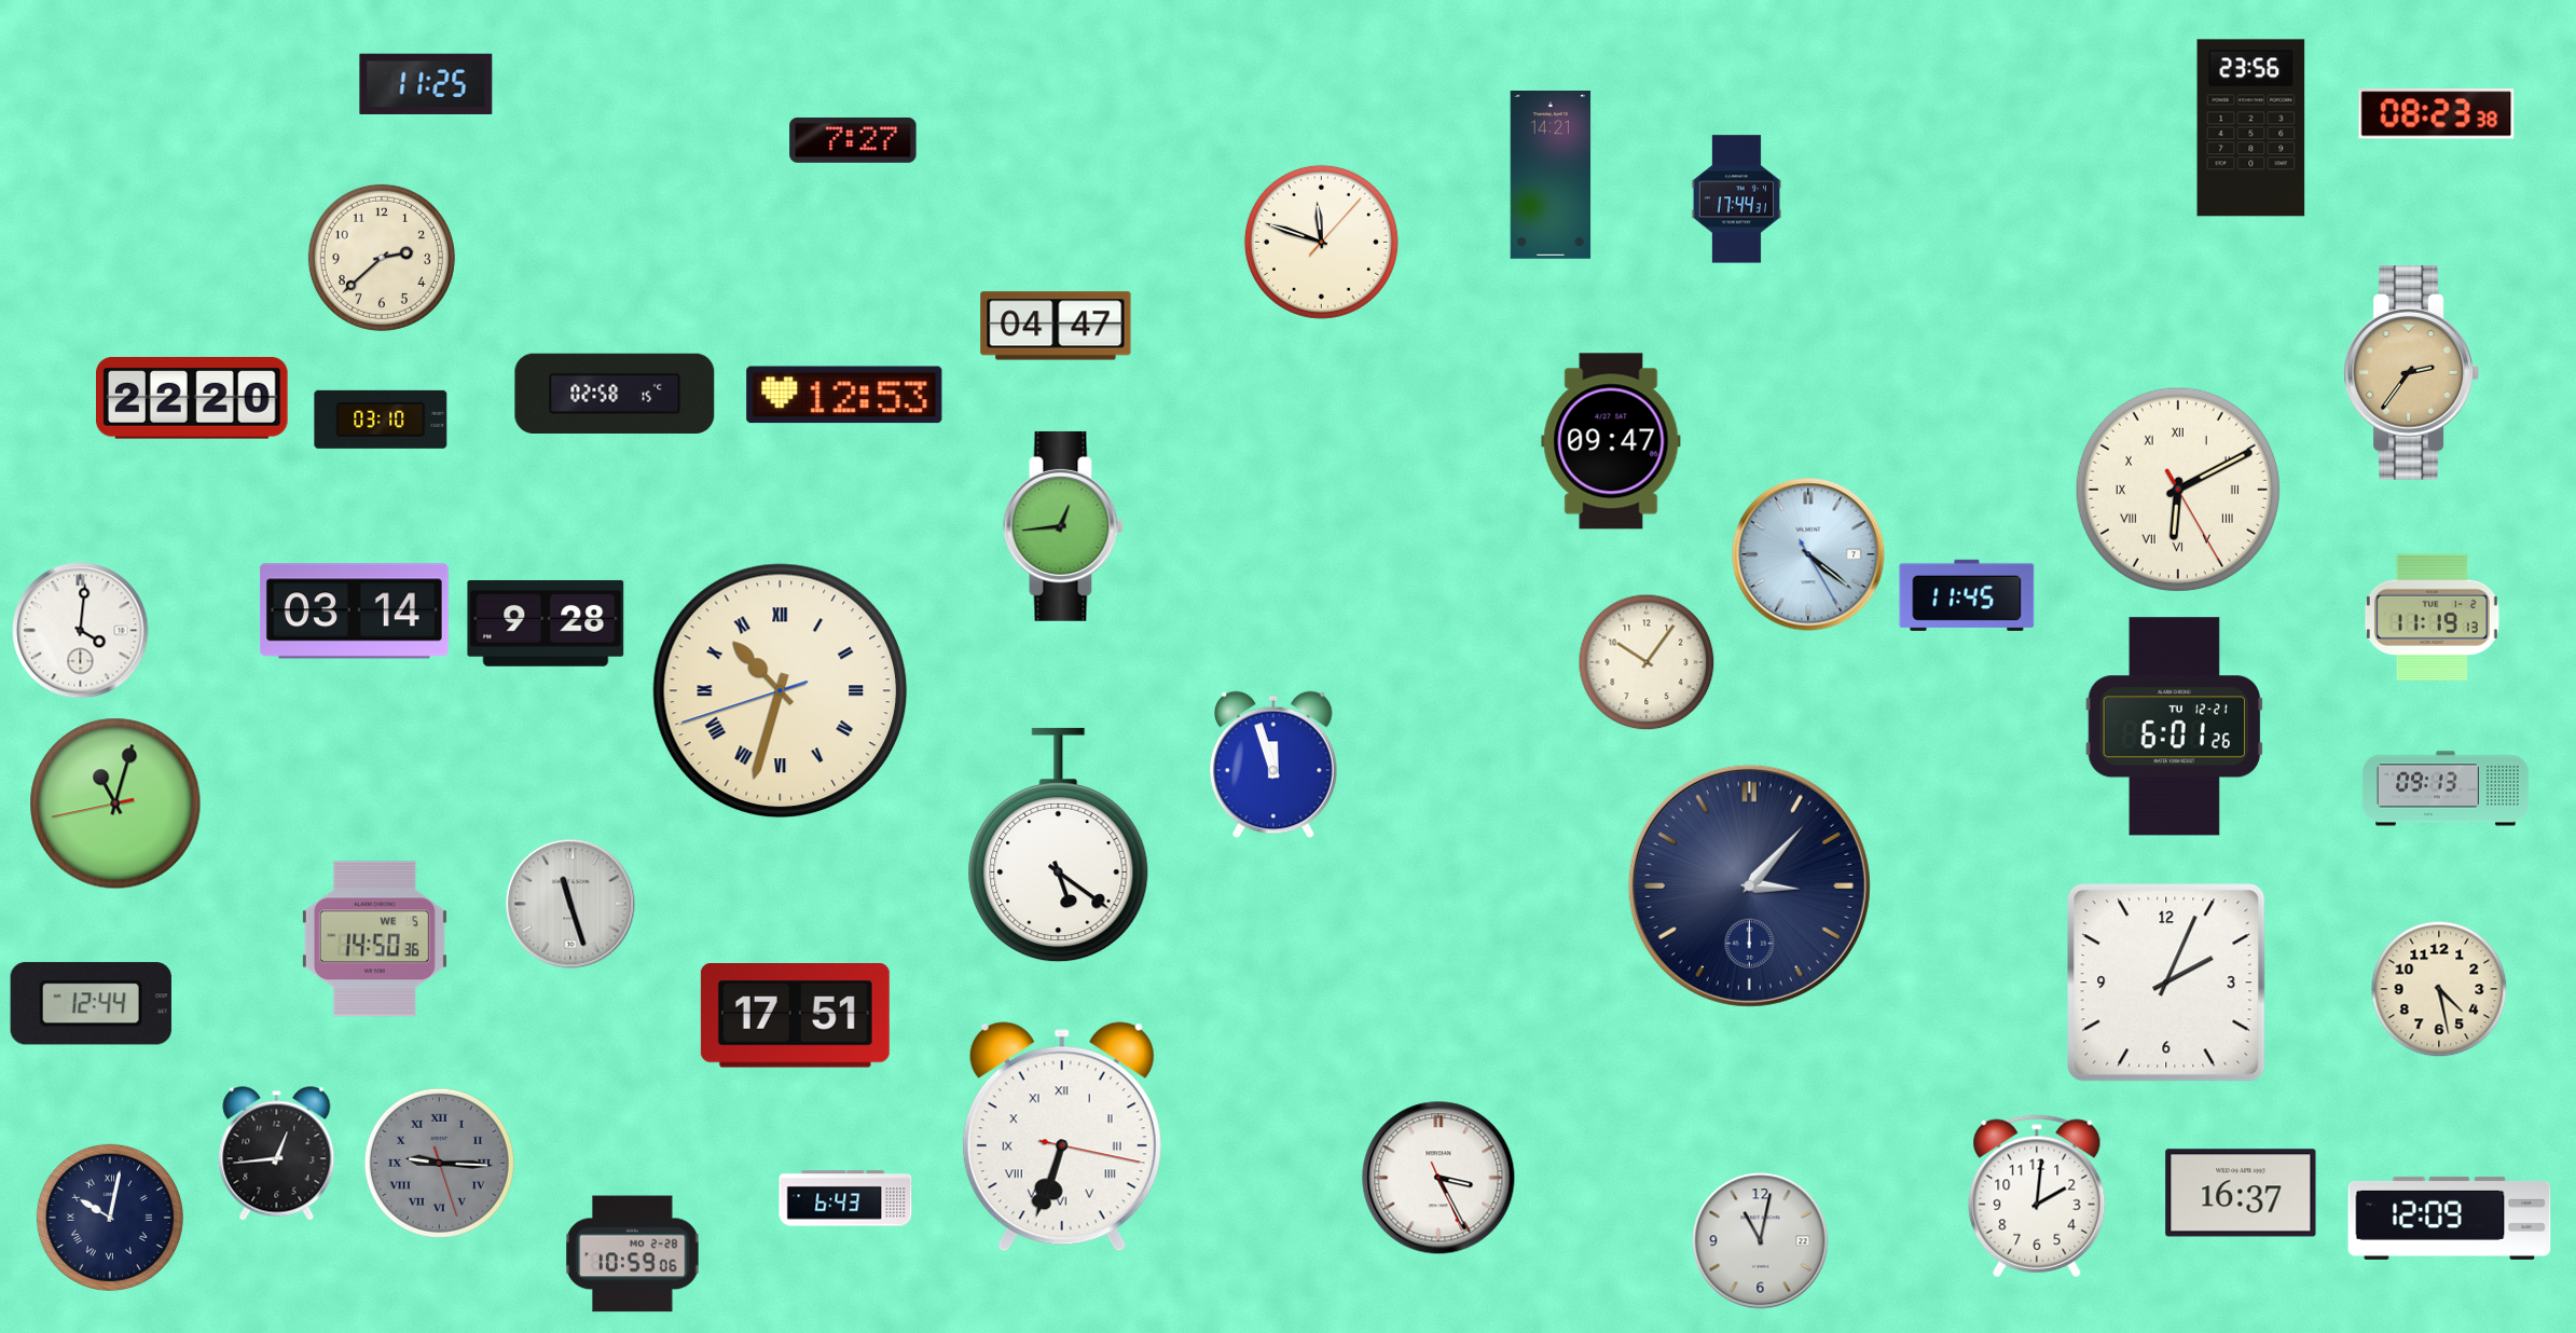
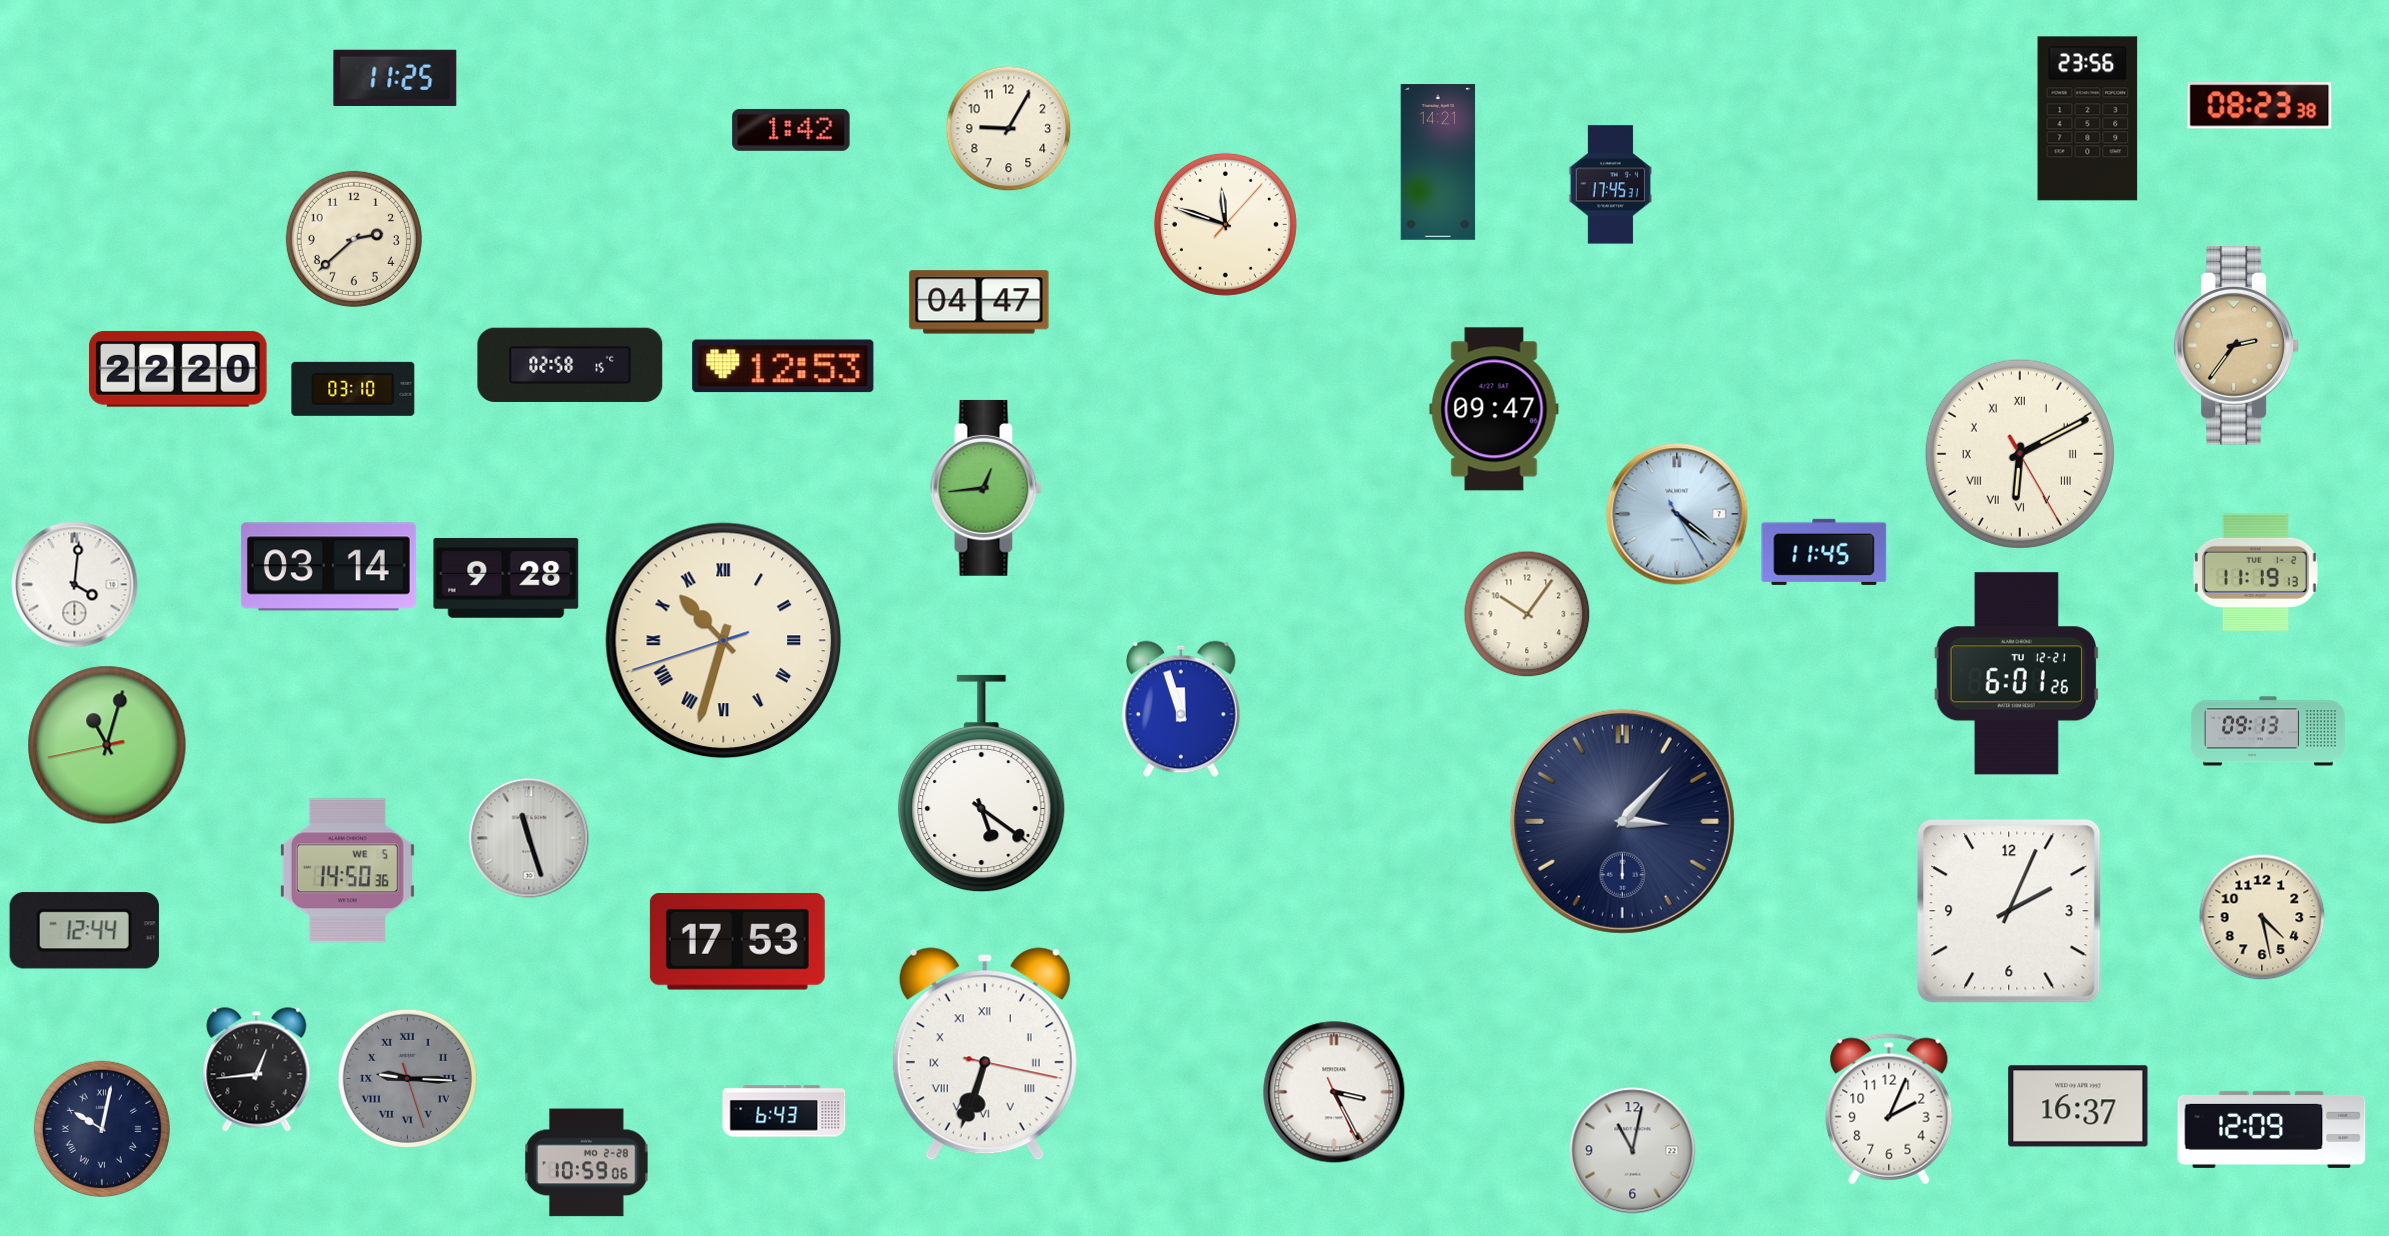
clock at (1009, 129): none -> 9:05
clock at (853, 140): 7:27 -> 1:42
clock at (1736, 200): 17:44 -> 17:45
clock at (795, 1016): 17:51 -> 17:53
clock at (2037, 1196): 2:01 -> 2:04
